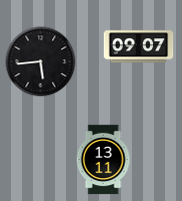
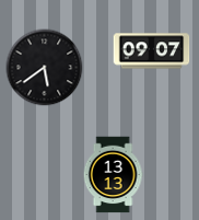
clock at (41, 62): 5:44 -> 5:39
clock at (103, 160): 13:11 -> 13:13
